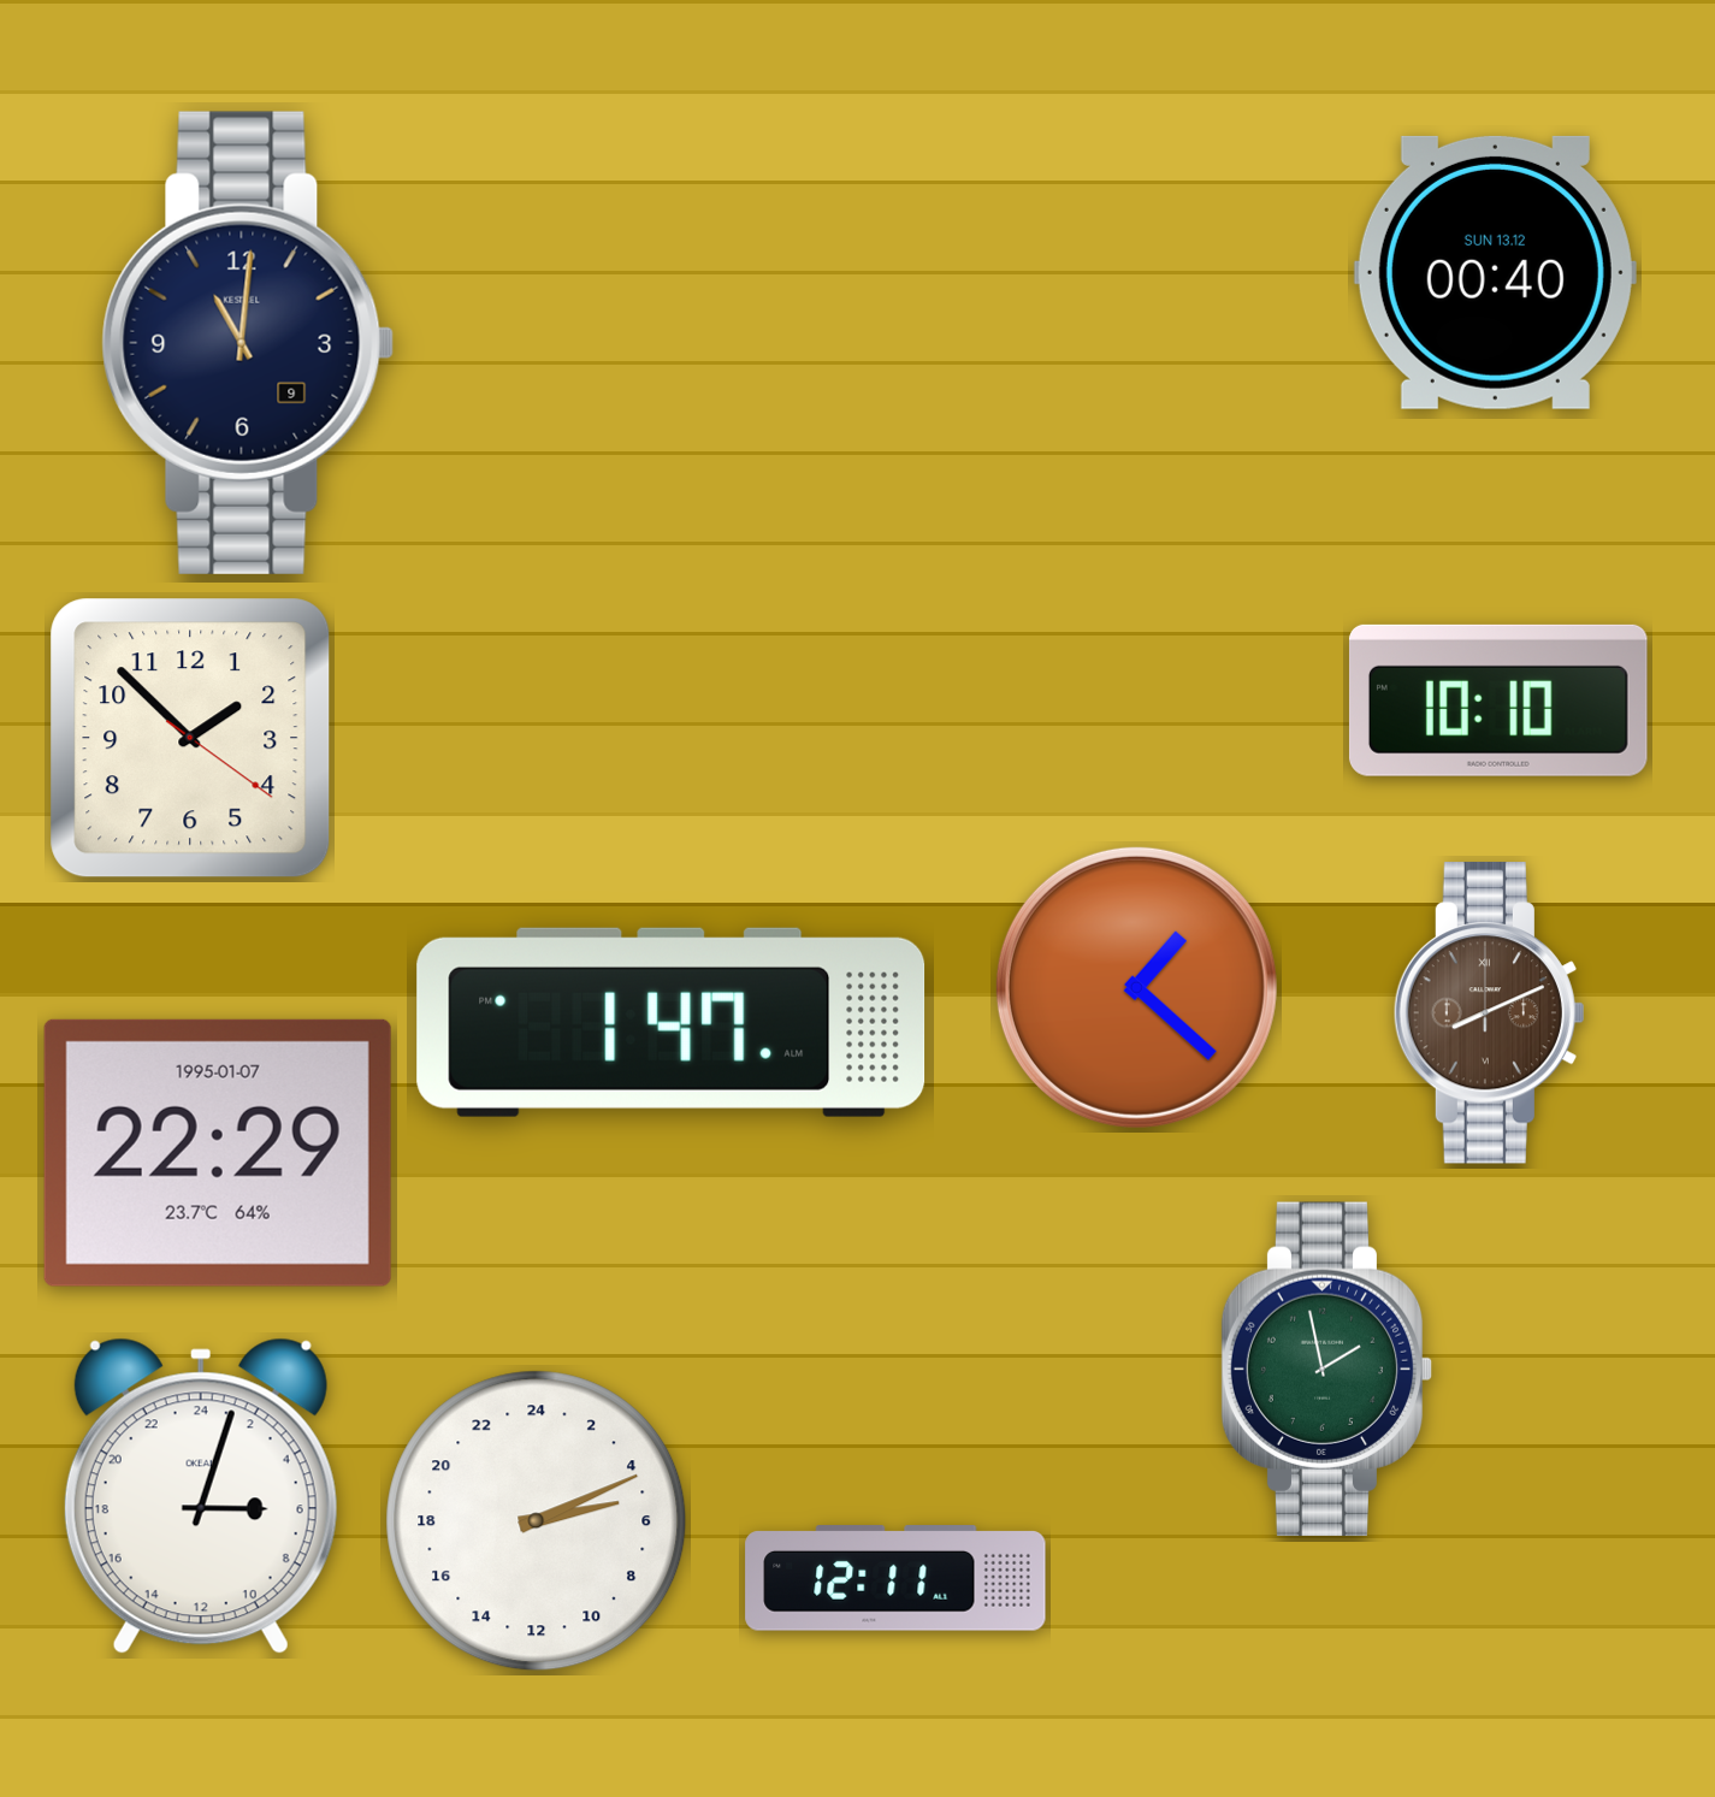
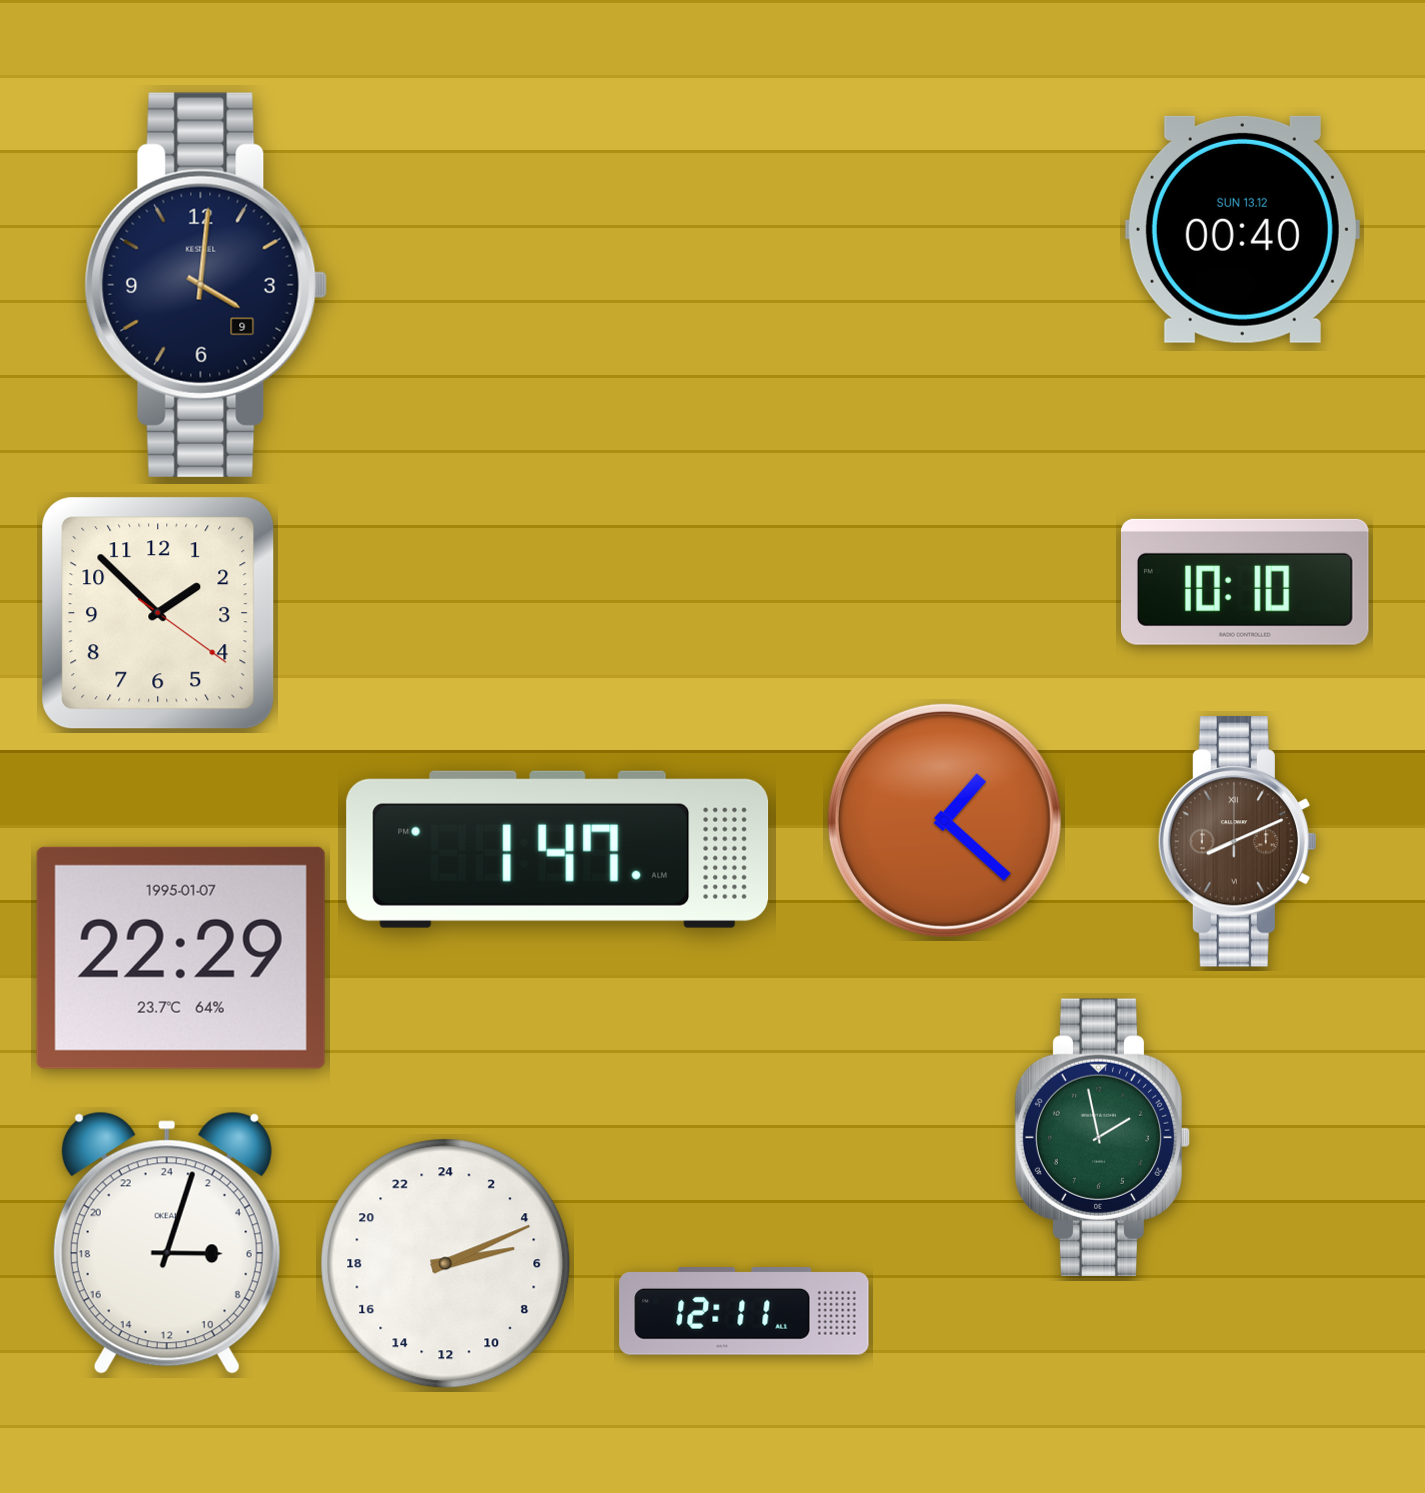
clock at (1495, 272) position: (1495, 272) -> (1242, 229)
clock at (248, 343): 11:01 -> 4:01
